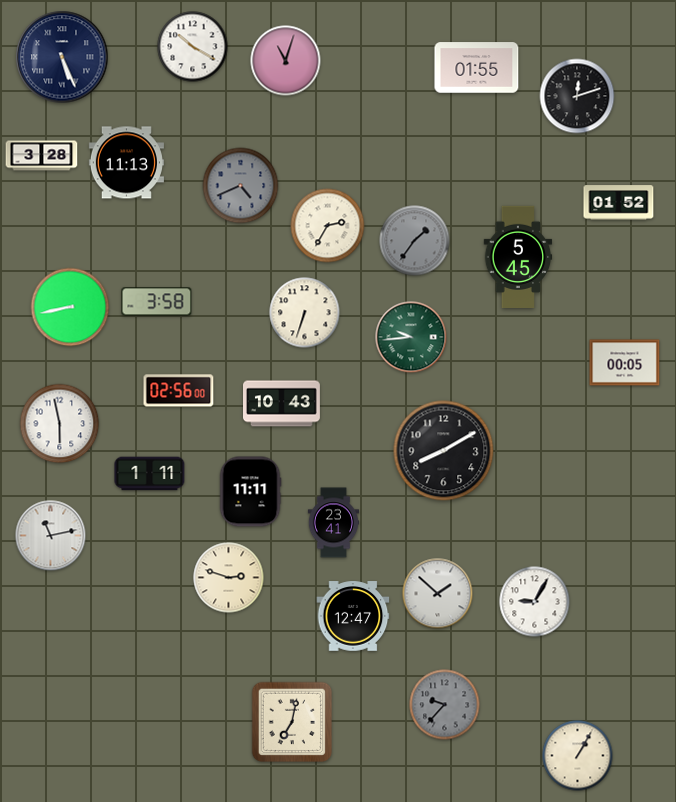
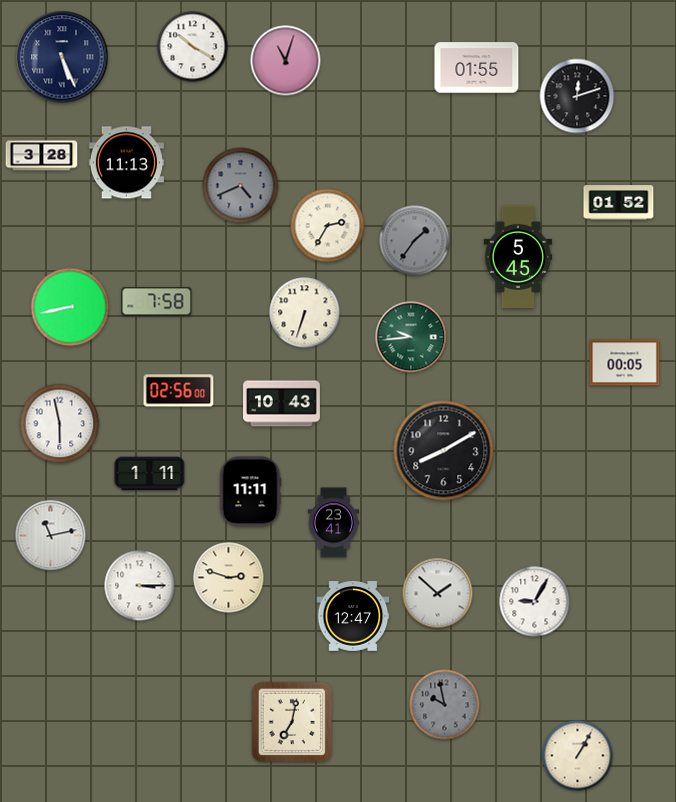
clock at (157, 302): 3:58 -> 7:58
clock at (140, 586): none -> 3:15
clock at (445, 705): 9:37 -> 9:58
